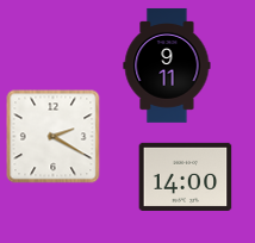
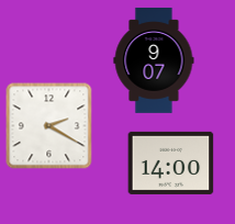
clock at (167, 66): 9:11 -> 9:07
